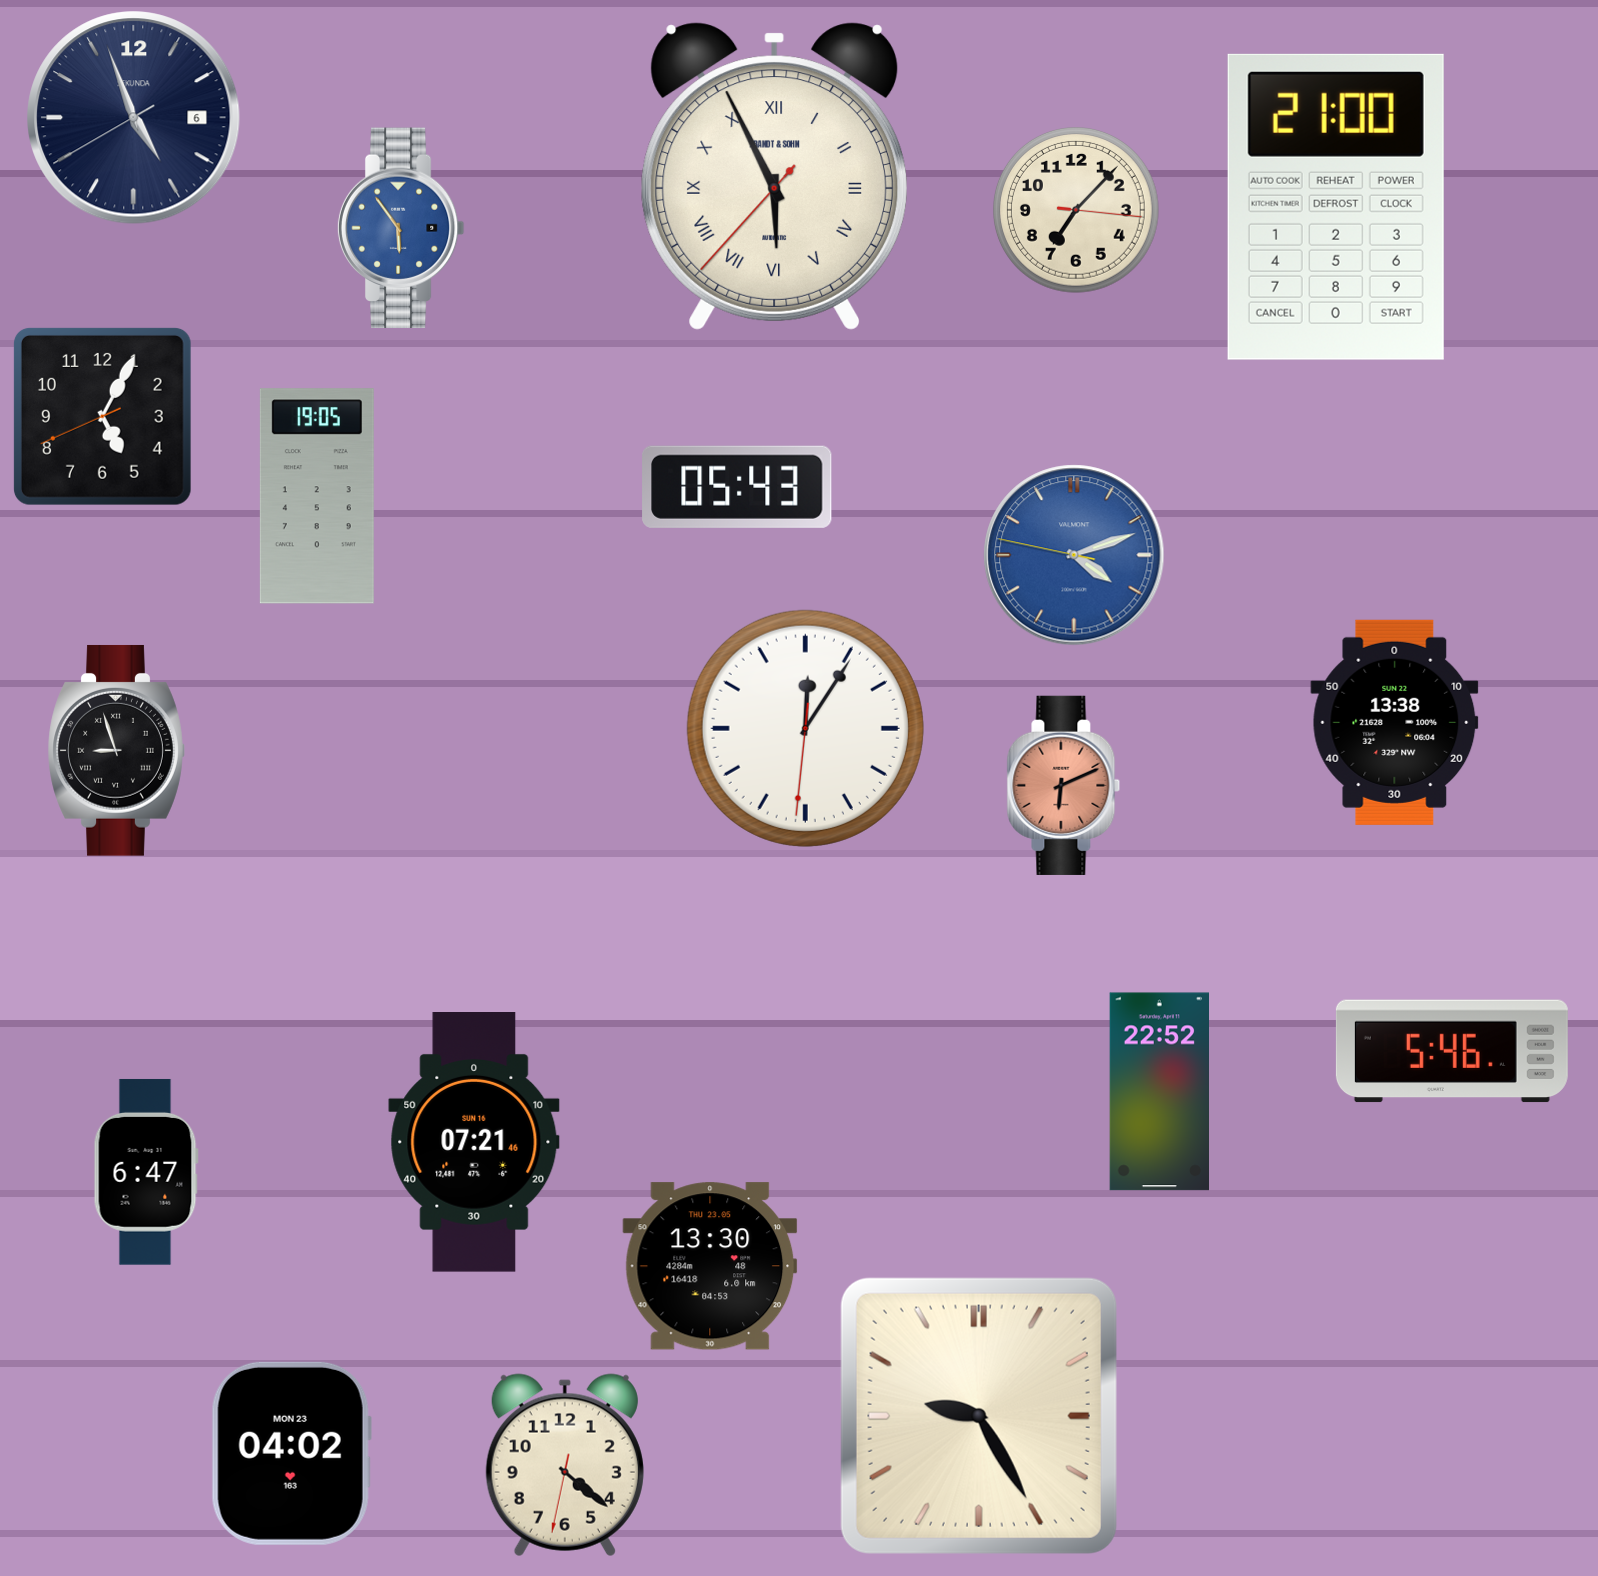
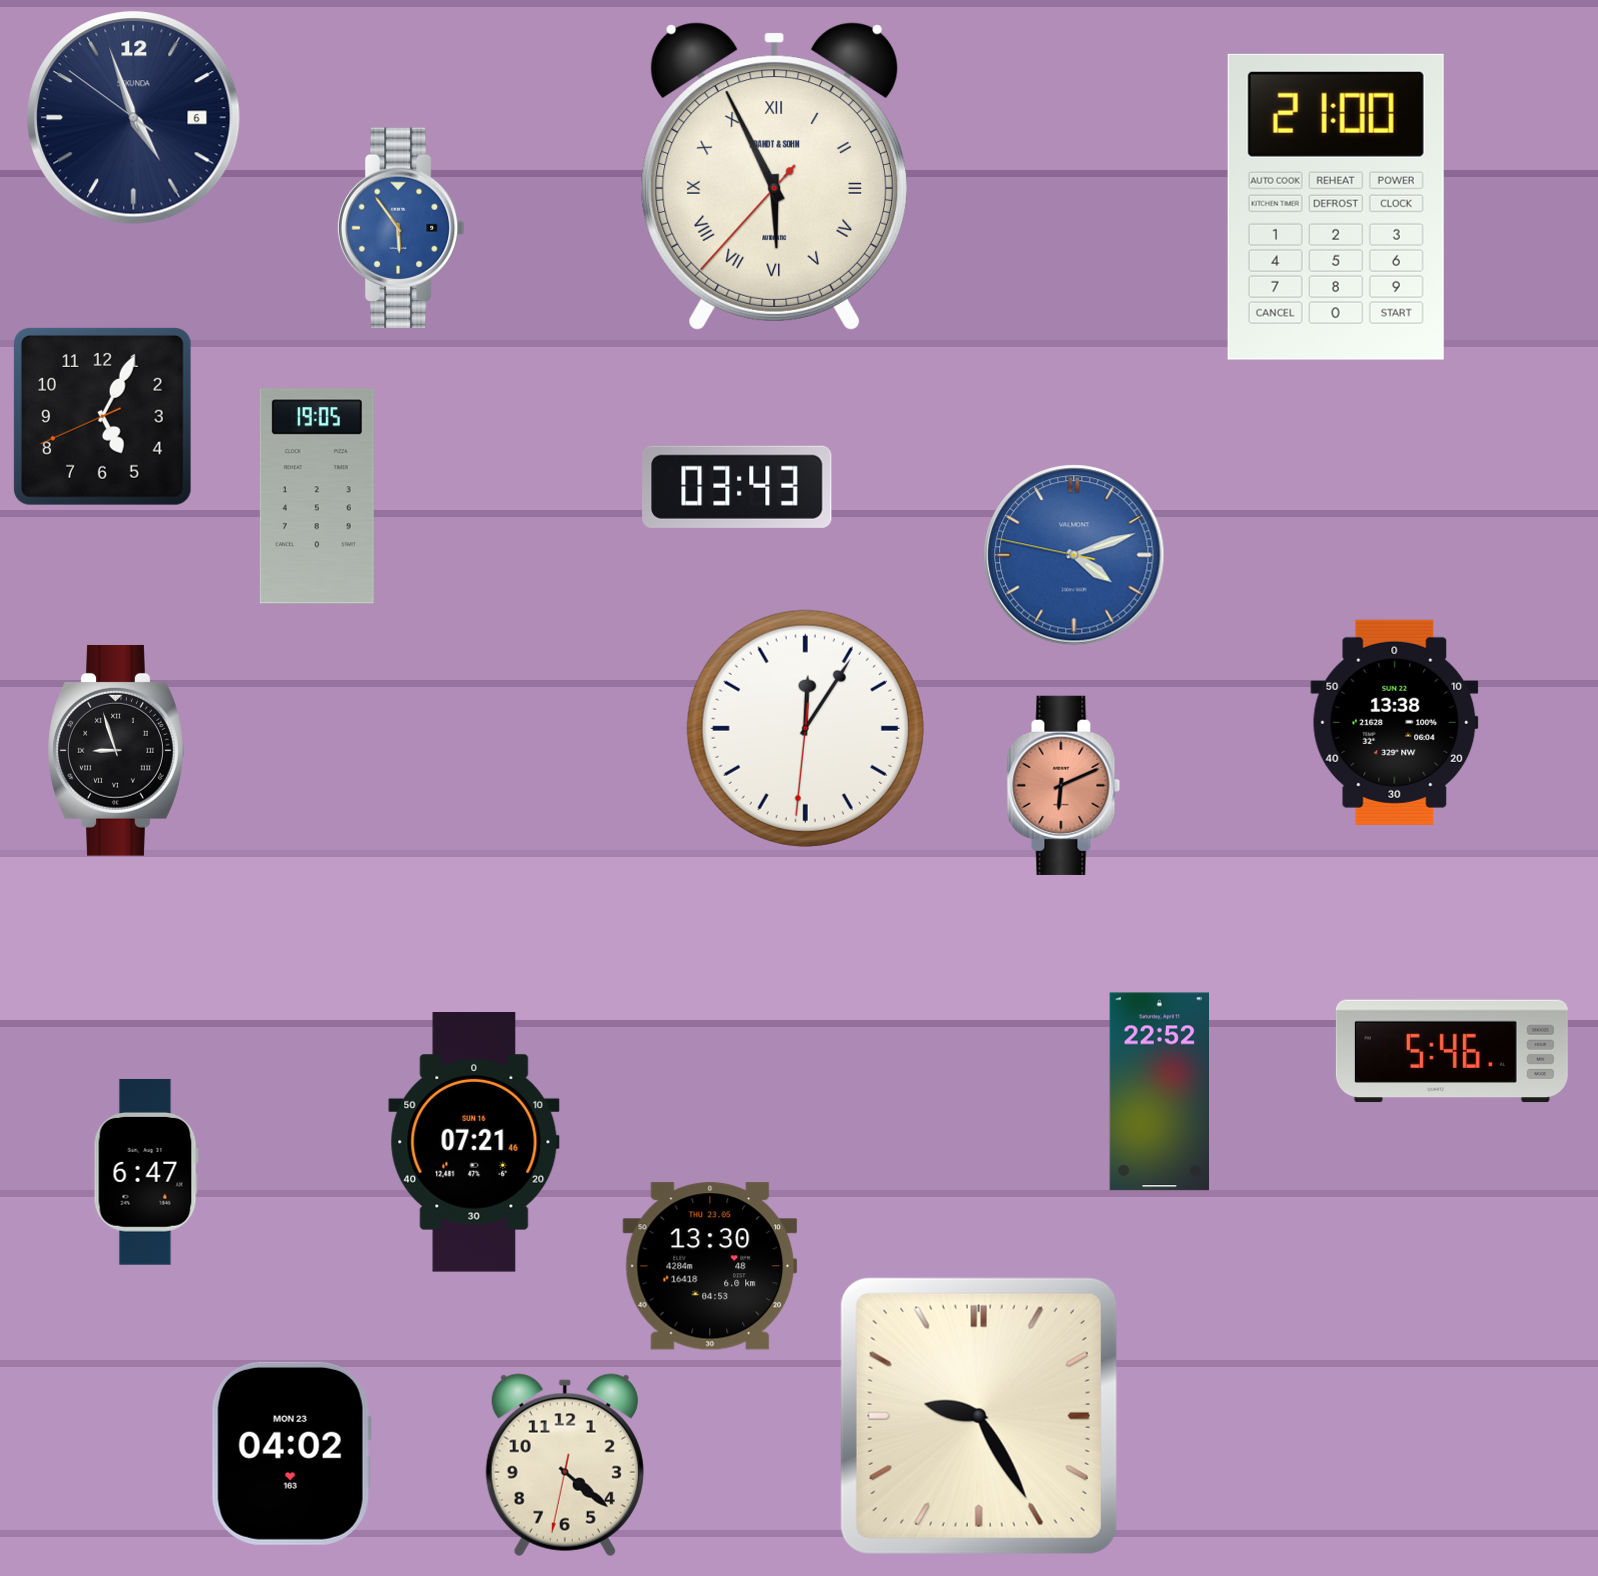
clock at (134, 118): 4:56:40 -> 4:56:51
clock at (1077, 211): 7:07 -> none
clock at (737, 487): 05:43 -> 03:43
